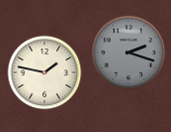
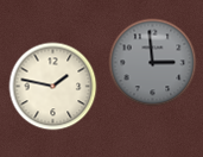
clock at (129, 53): 2:18 -> 2:59
